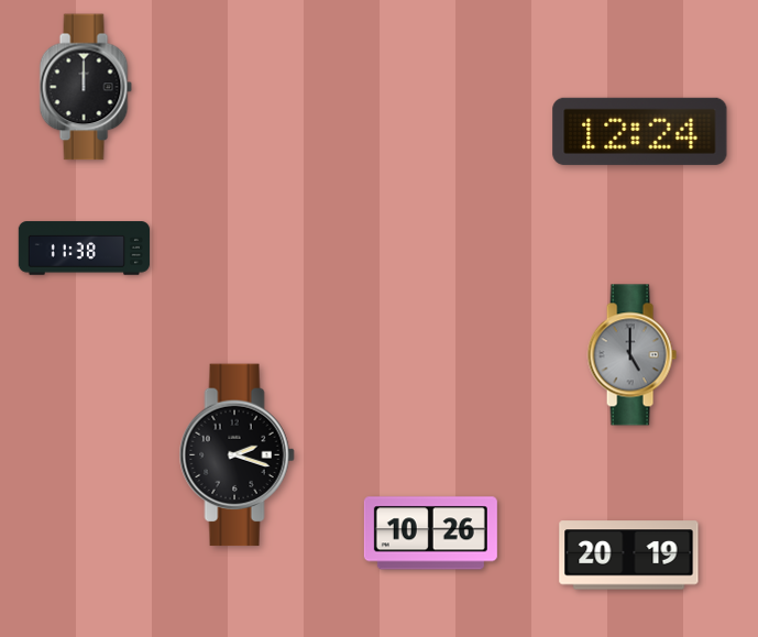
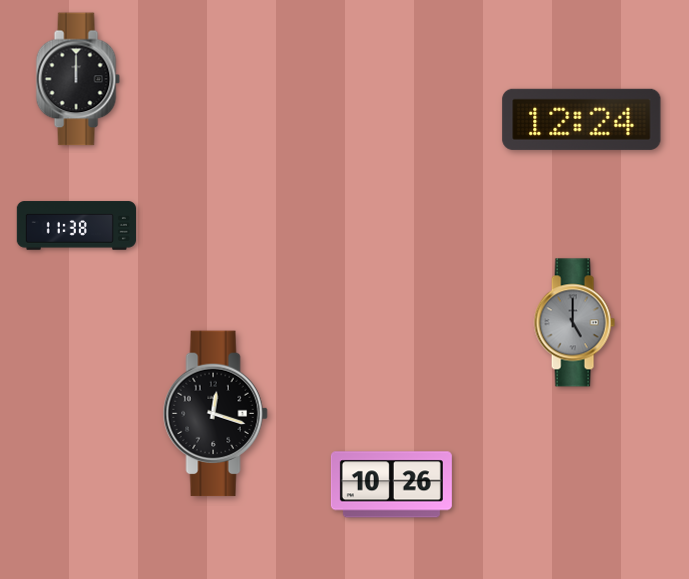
clock at (237, 455): 2:18 -> 12:18
clock at (629, 556): 20:19 -> none
